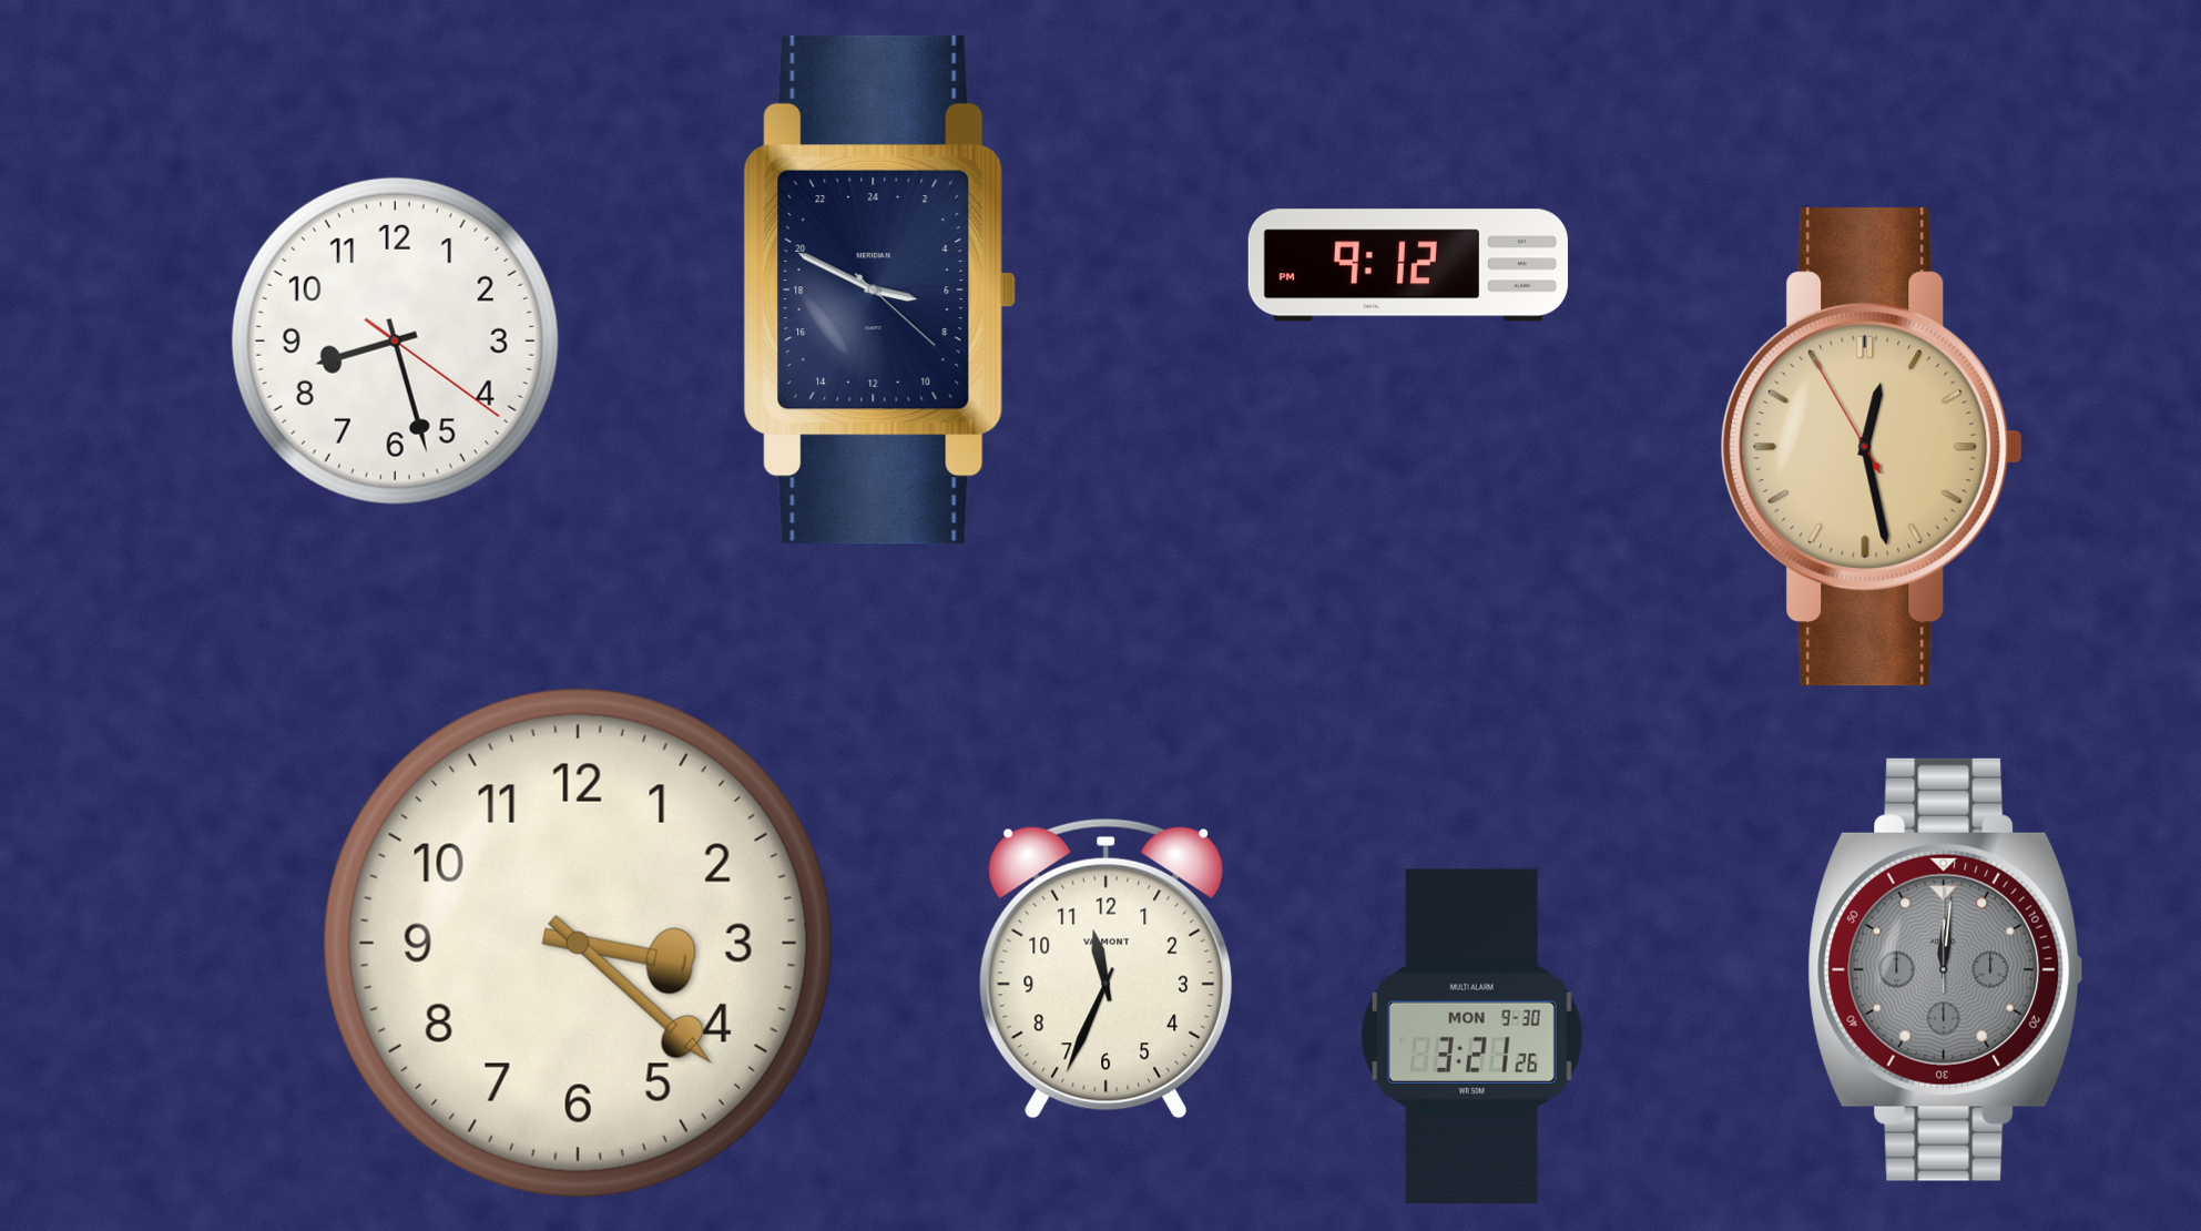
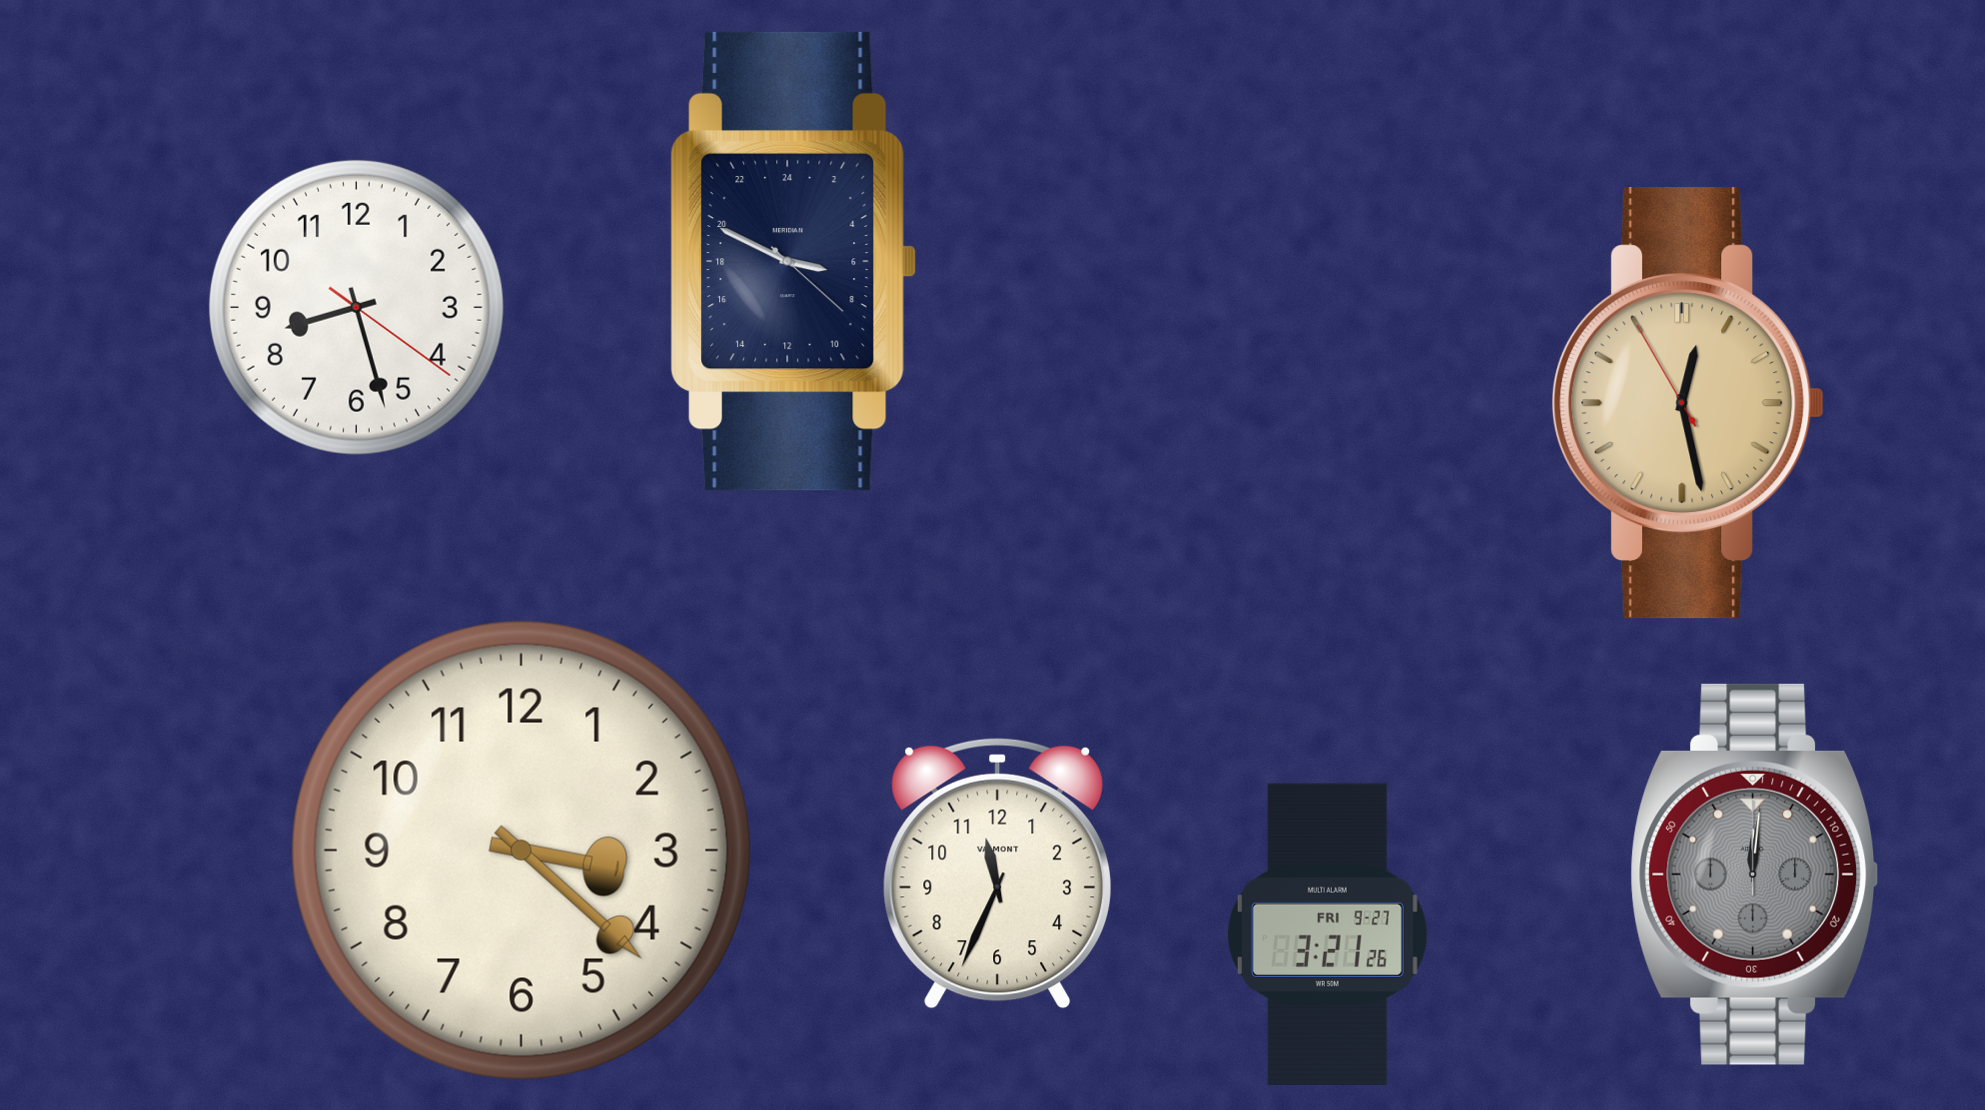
clock at (1408, 265): 9:12 -> none
clock at (1471, 1036) date: MON 9-30 -> FRI 9-27
